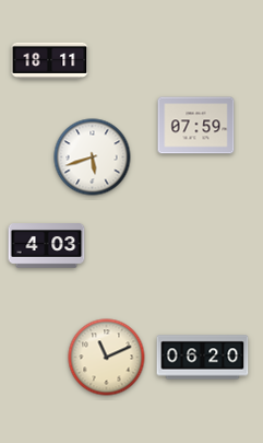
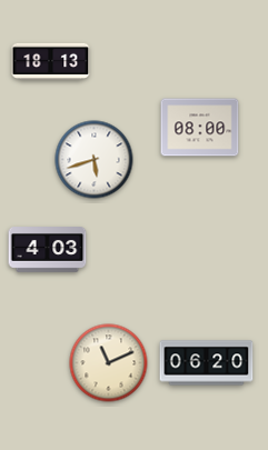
clock at (50, 60): 18:11 -> 18:13
clock at (196, 126): 07:59 -> 08:00
